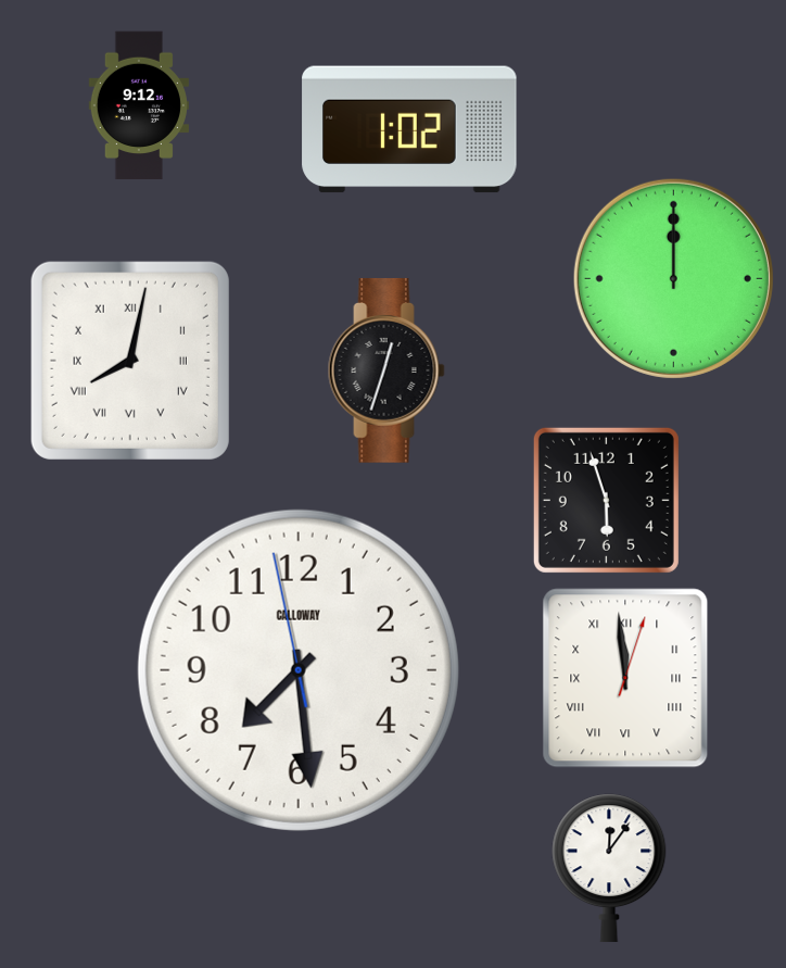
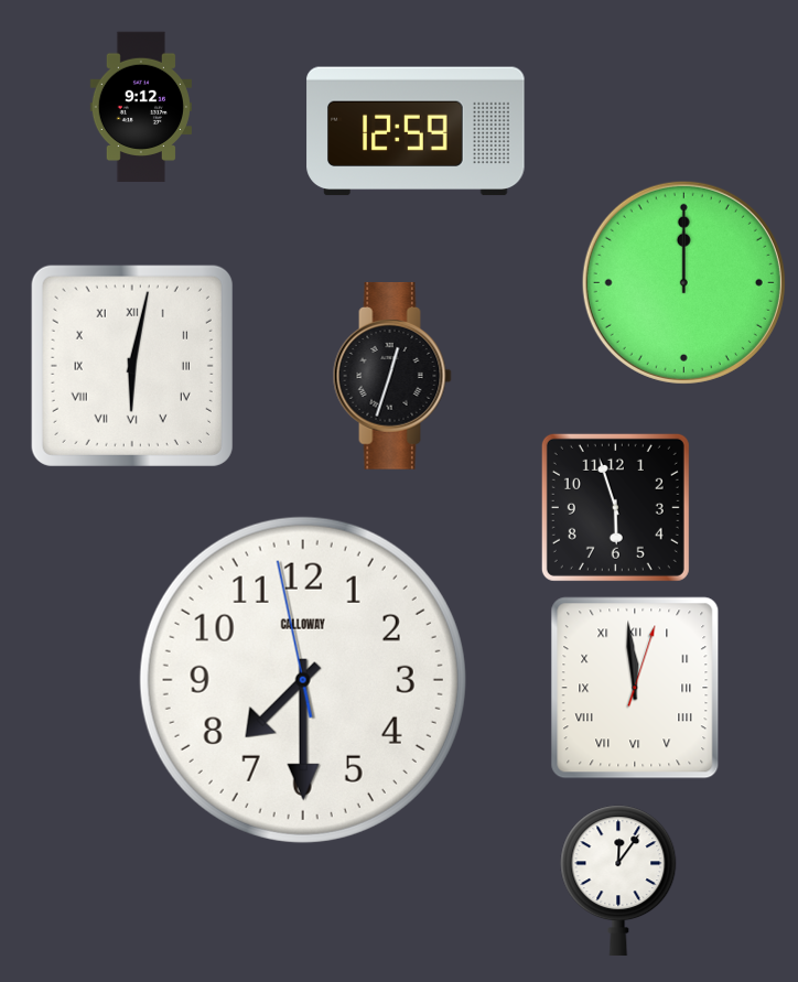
clock at (409, 129): 1:02 -> 12:59
clock at (130, 361): 8:02 -> 6:02
clock at (299, 670): 7:28 -> 7:29
